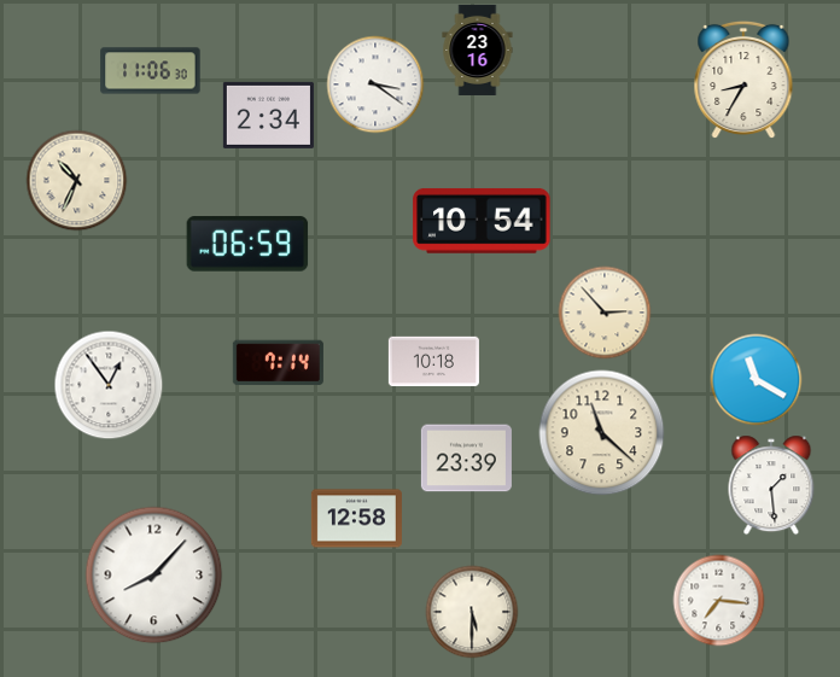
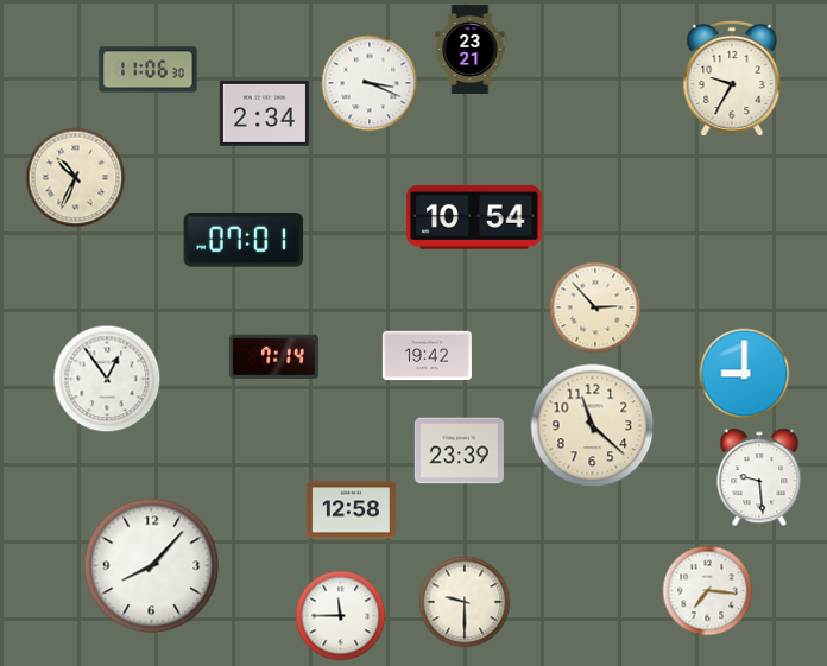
clock at (478, 49): 23:16 -> 23:21
clock at (743, 80): 8:35 -> 9:35
clock at (375, 84): 3:21 -> 3:19
clock at (247, 244): 06:59 -> 07:01
clock at (433, 362): 10:18 -> 19:42
clock at (757, 380): 11:20 -> 9:00
clock at (771, 485): 1:29 -> 9:29
clock at (472, 612): 5:30 -> 9:30
clock at (341, 616): none -> 11:45
